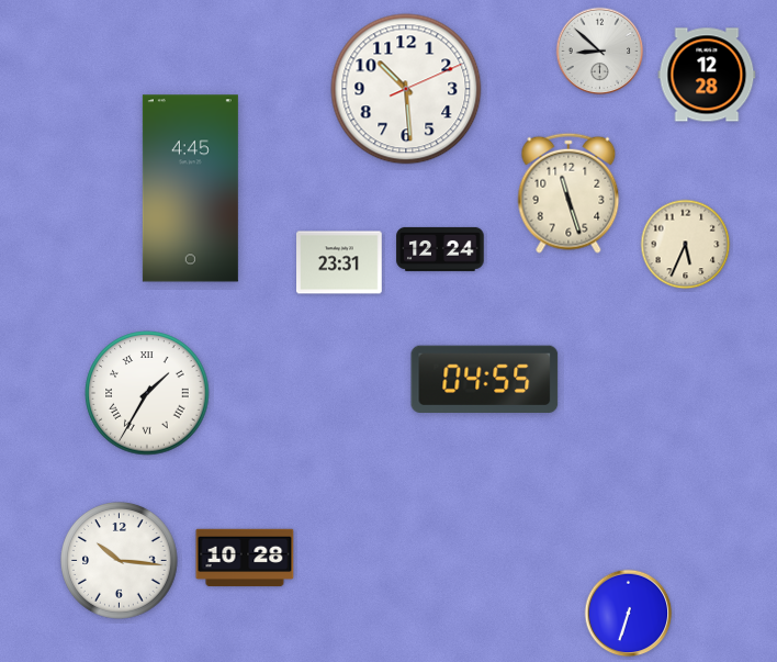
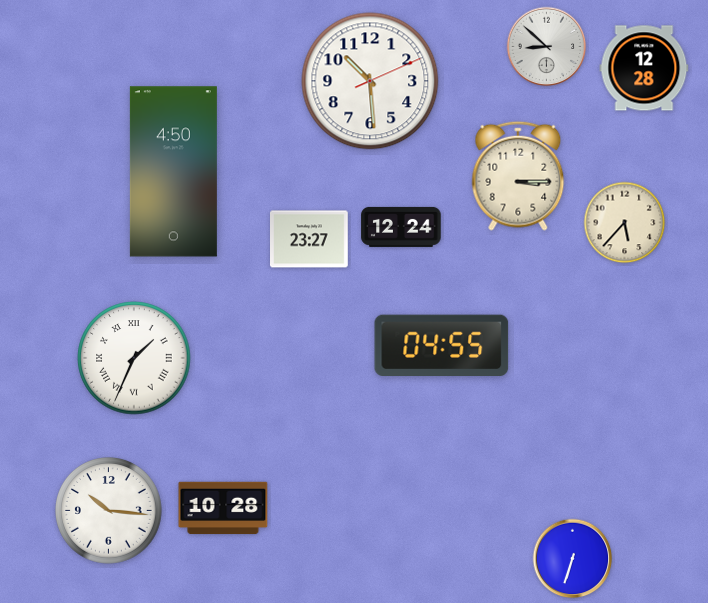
clock at (190, 189): 4:45 -> 4:50
clock at (568, 193): 11:27 -> 3:15
clock at (686, 245): 5:34 -> 5:37
clock at (340, 262): 23:31 -> 23:27
clock at (147, 393): 1:35 -> 1:34
